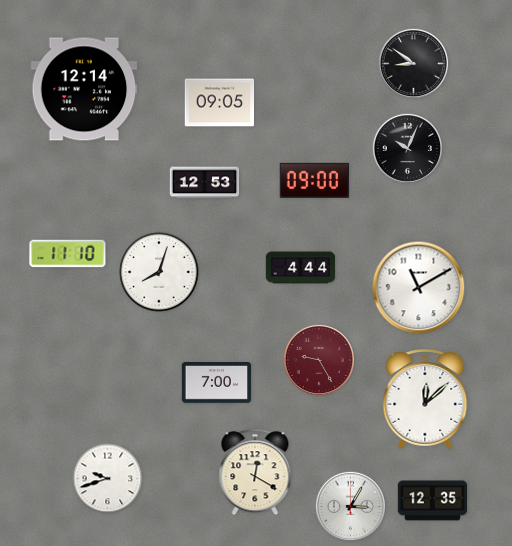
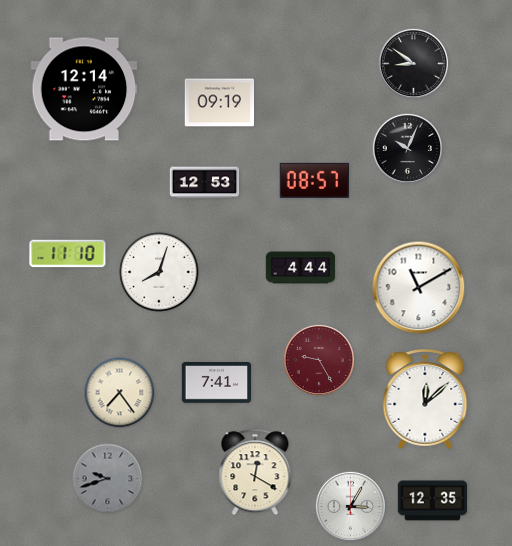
clock at (220, 103): 09:05 -> 09:19
clock at (314, 180): 09:00 -> 08:57
clock at (217, 383): 7:00 -> 7:41
clock at (120, 393): none -> 7:24
clock at (108, 479) dial: white -> grey
